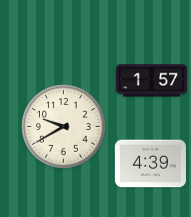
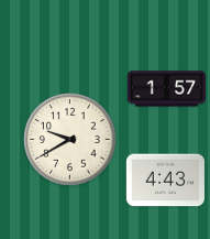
clock at (150, 164): 4:39 -> 4:43
